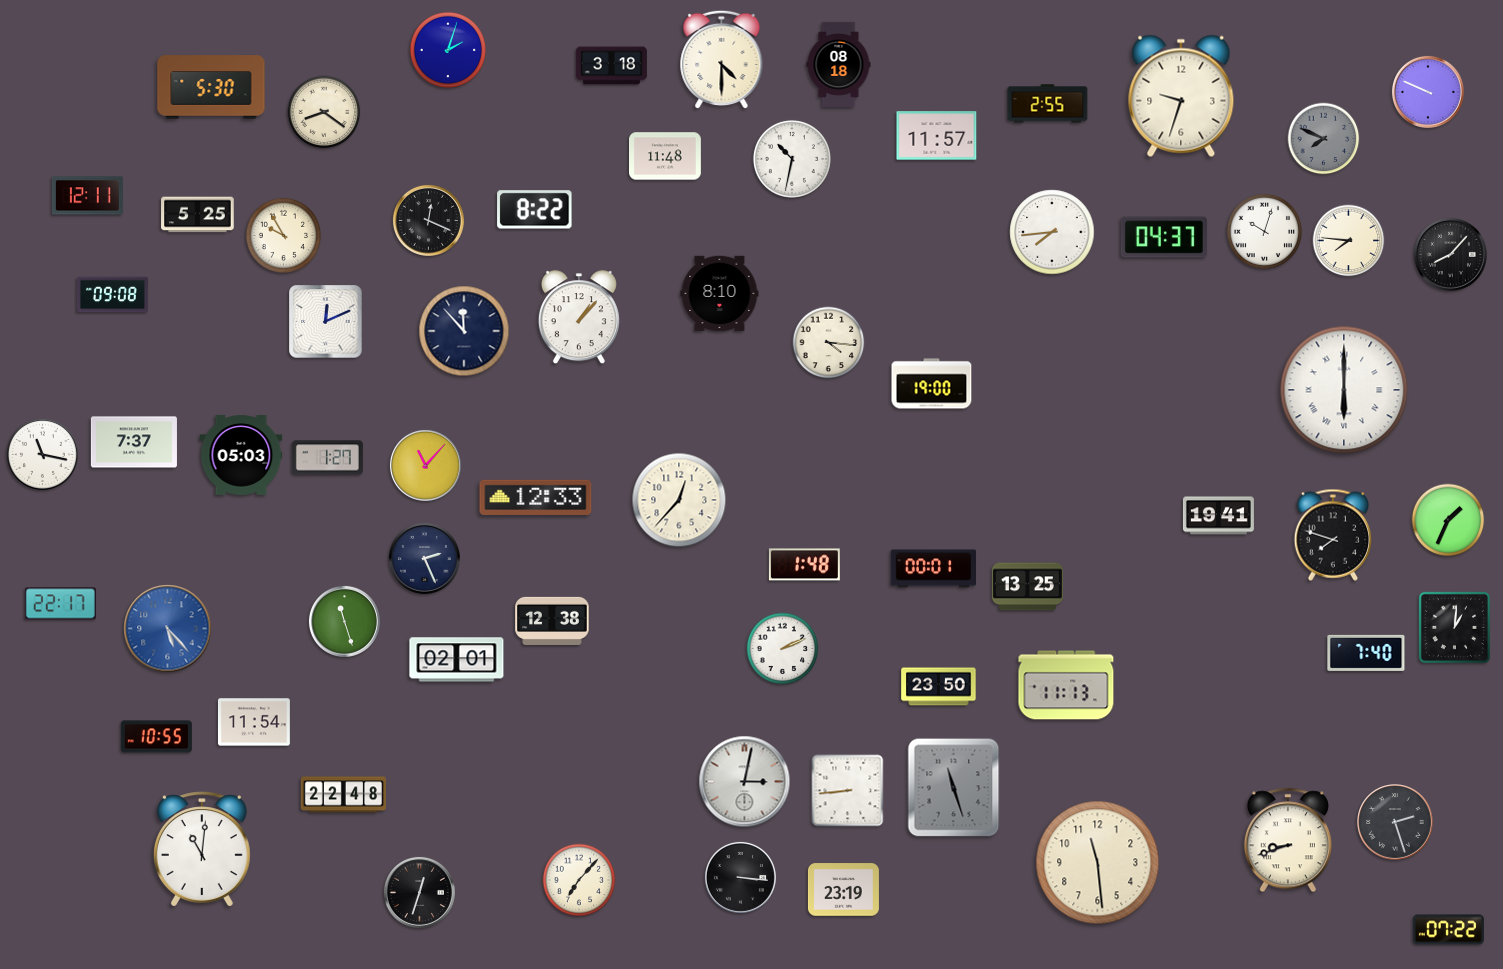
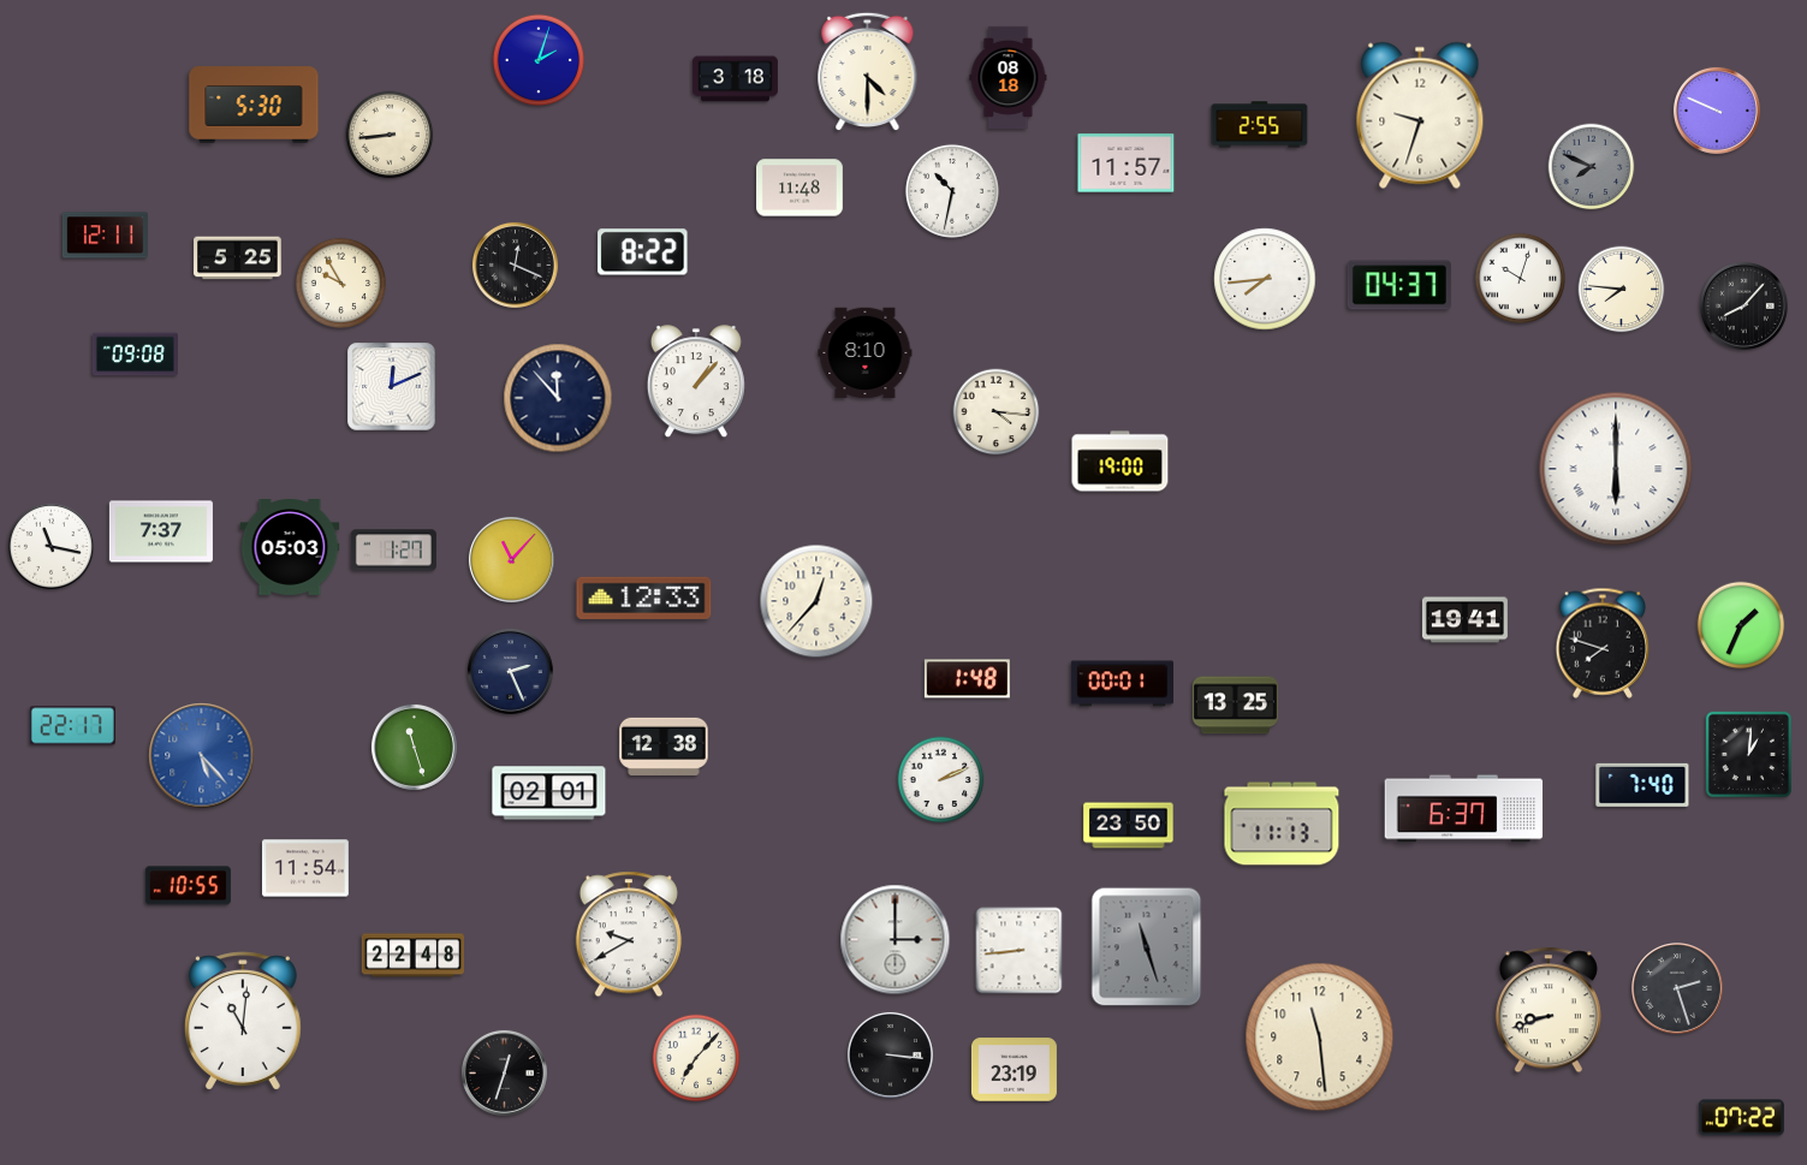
clock at (324, 112): 8:21 -> 8:44
clock at (1464, 809): none -> 6:37
clock at (629, 934): none -> 9:40
clock at (745, 782): 3:02 -> 3:00
